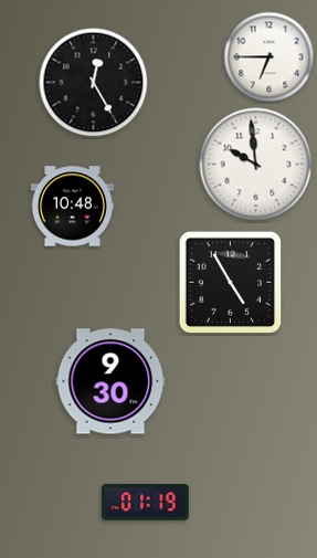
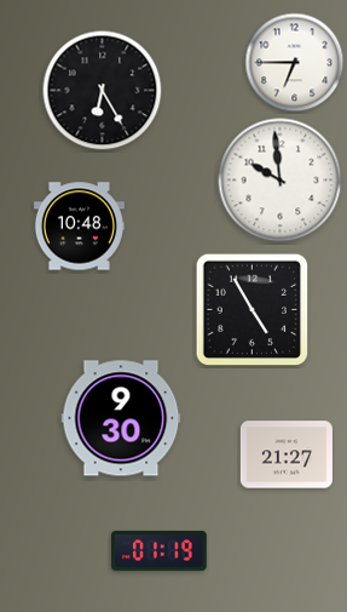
clock at (94, 83): 12:25 -> 6:25
clock at (287, 454): none -> 21:27
